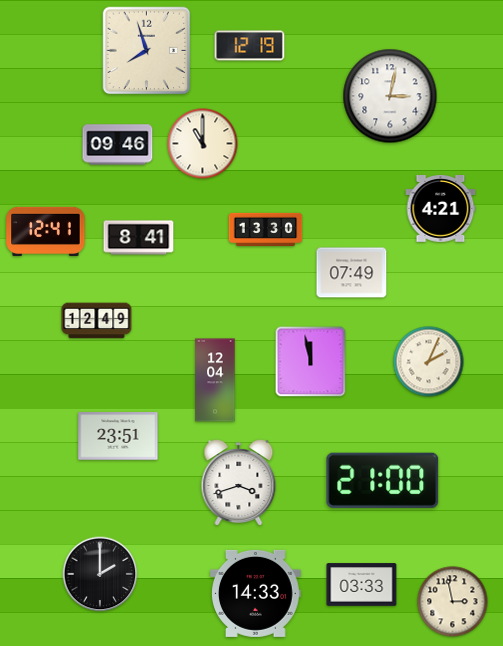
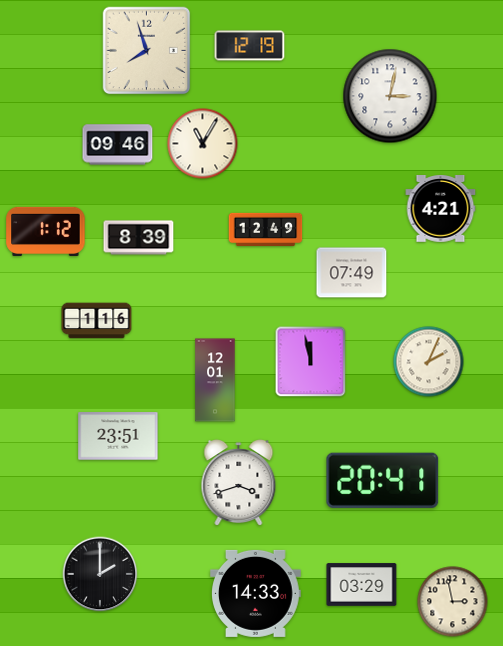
clock at (203, 144): 11:00 -> 11:05
clock at (266, 229): 13:30 -> 12:49
clock at (46, 231): 12:41 -> 1:12
clock at (139, 238): 8:41 -> 8:39
clock at (97, 321): 12:49 -> 1:16
clock at (215, 380): 12:04 -> 12:01
clock at (383, 480): 21:00 -> 20:41
clock at (362, 585): 03:33 -> 03:29
